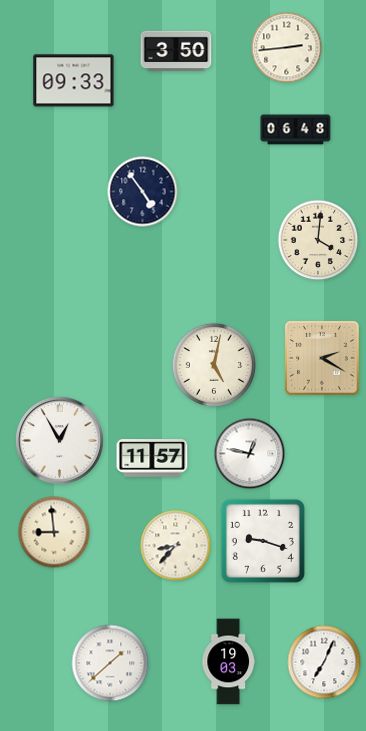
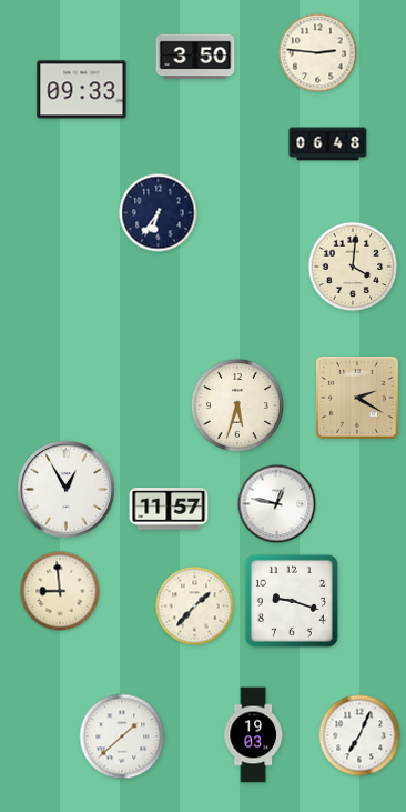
clock at (287, 48): 2:44 -> 2:46
clock at (143, 192): 4:54 -> 6:36
clock at (214, 365): 5:02 -> 5:33
clock at (176, 546): 8:37 -> 1:37
